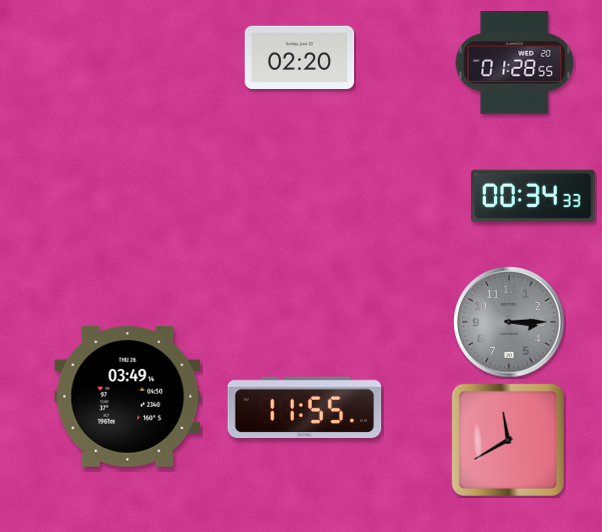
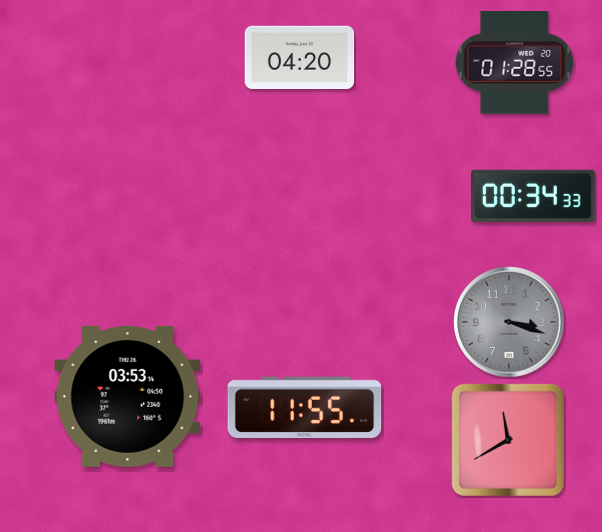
clock at (300, 57): 02:20 -> 04:20
clock at (509, 322): 3:15 -> 3:18
clock at (128, 397): 03:49 -> 03:53
